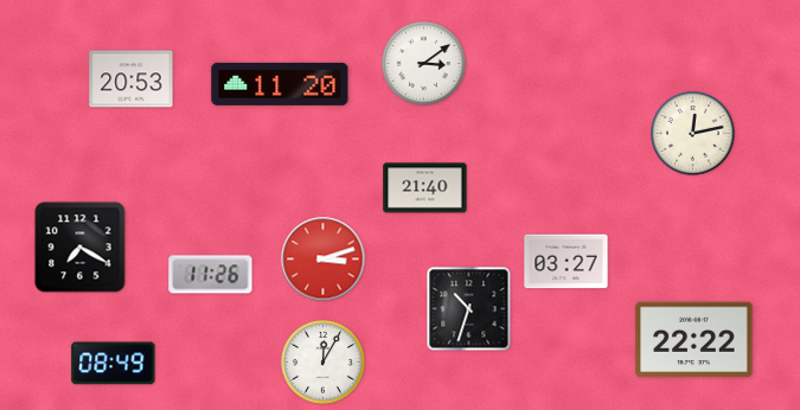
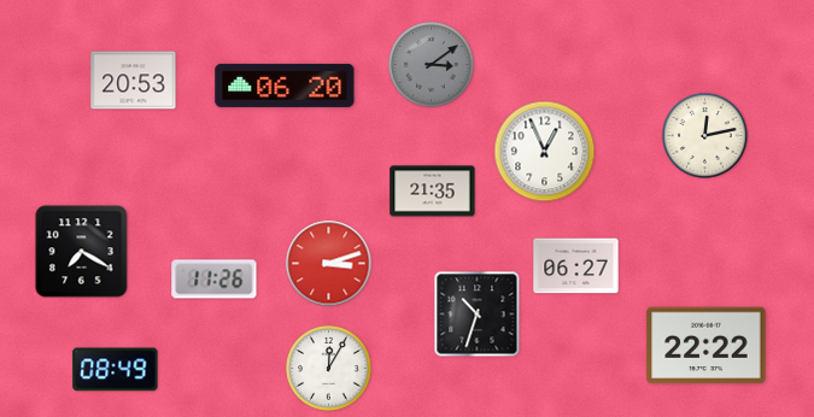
clock at (424, 64) dial: white -> grey
clock at (280, 84): 11:20 -> 06:20
clock at (545, 152): none -> 12:56
clock at (425, 188): 21:40 -> 21:35
clock at (567, 262): 03:27 -> 06:27
